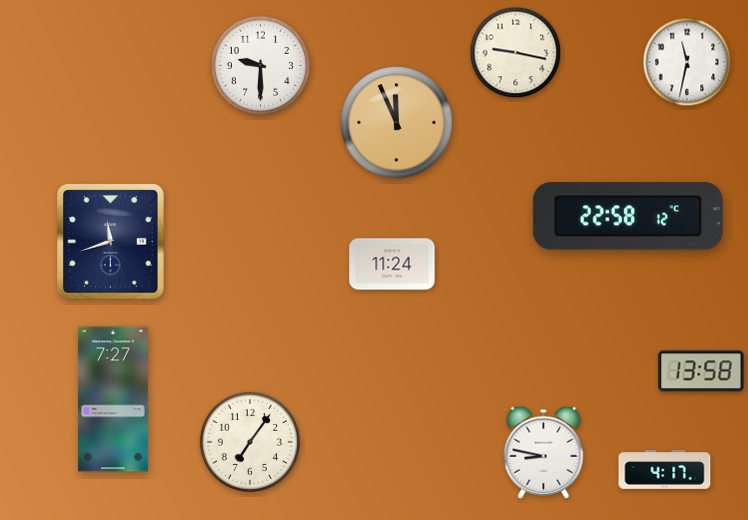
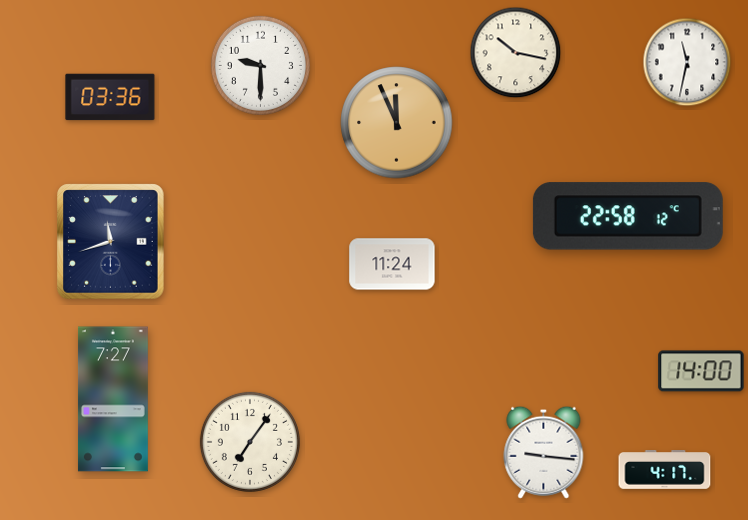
clock at (516, 53): 9:17 -> 10:17
clock at (110, 97): none -> 03:36
clock at (701, 371): 13:58 -> 14:00
clock at (544, 452): 8:47 -> 9:16
